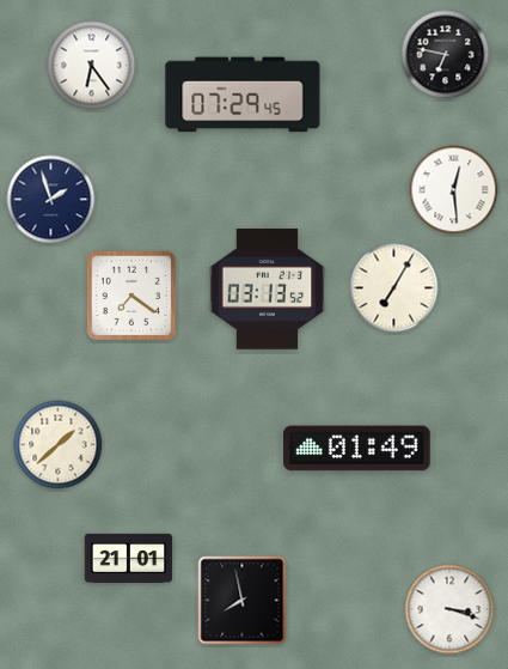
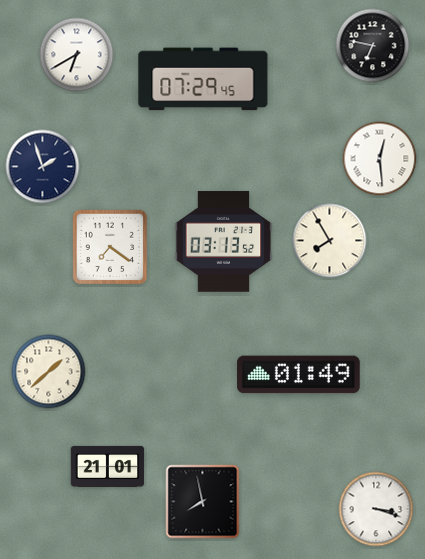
clock at (92, 66): 6:24 -> 6:40
clock at (394, 288): 7:05 -> 7:55
